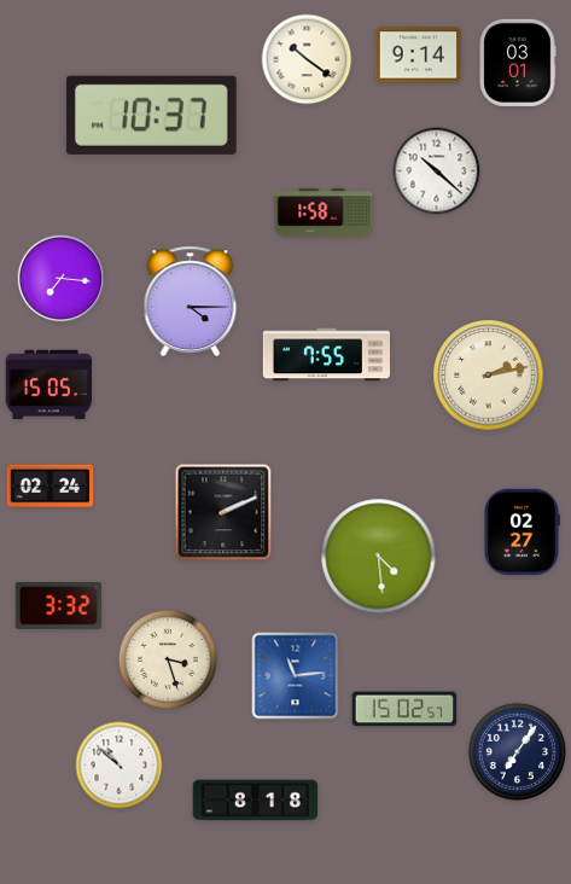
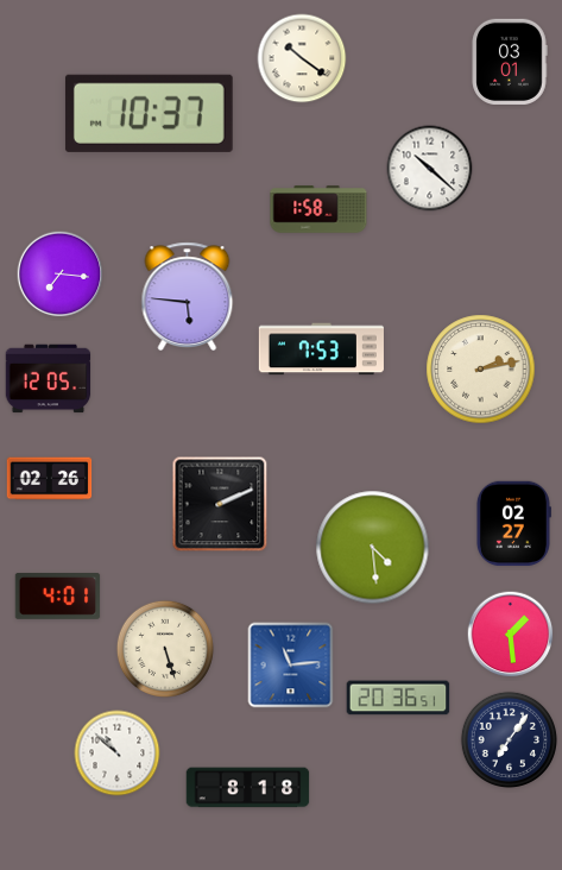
clock at (419, 56): 9:14 -> none
clock at (191, 301): 4:15 -> 5:46
clock at (326, 355): 7:55 -> 7:53
clock at (49, 385): 15:05 -> 12:05
clock at (51, 487): 02:24 -> 02:26
clock at (59, 606): 3:32 -> 4:01
clock at (511, 635): none -> 1:29
clock at (168, 659): 3:27 -> 5:27
clock at (404, 709): 15:02 -> 20:36
clock at (256, 801) position: (256, 801) -> (248, 788)
